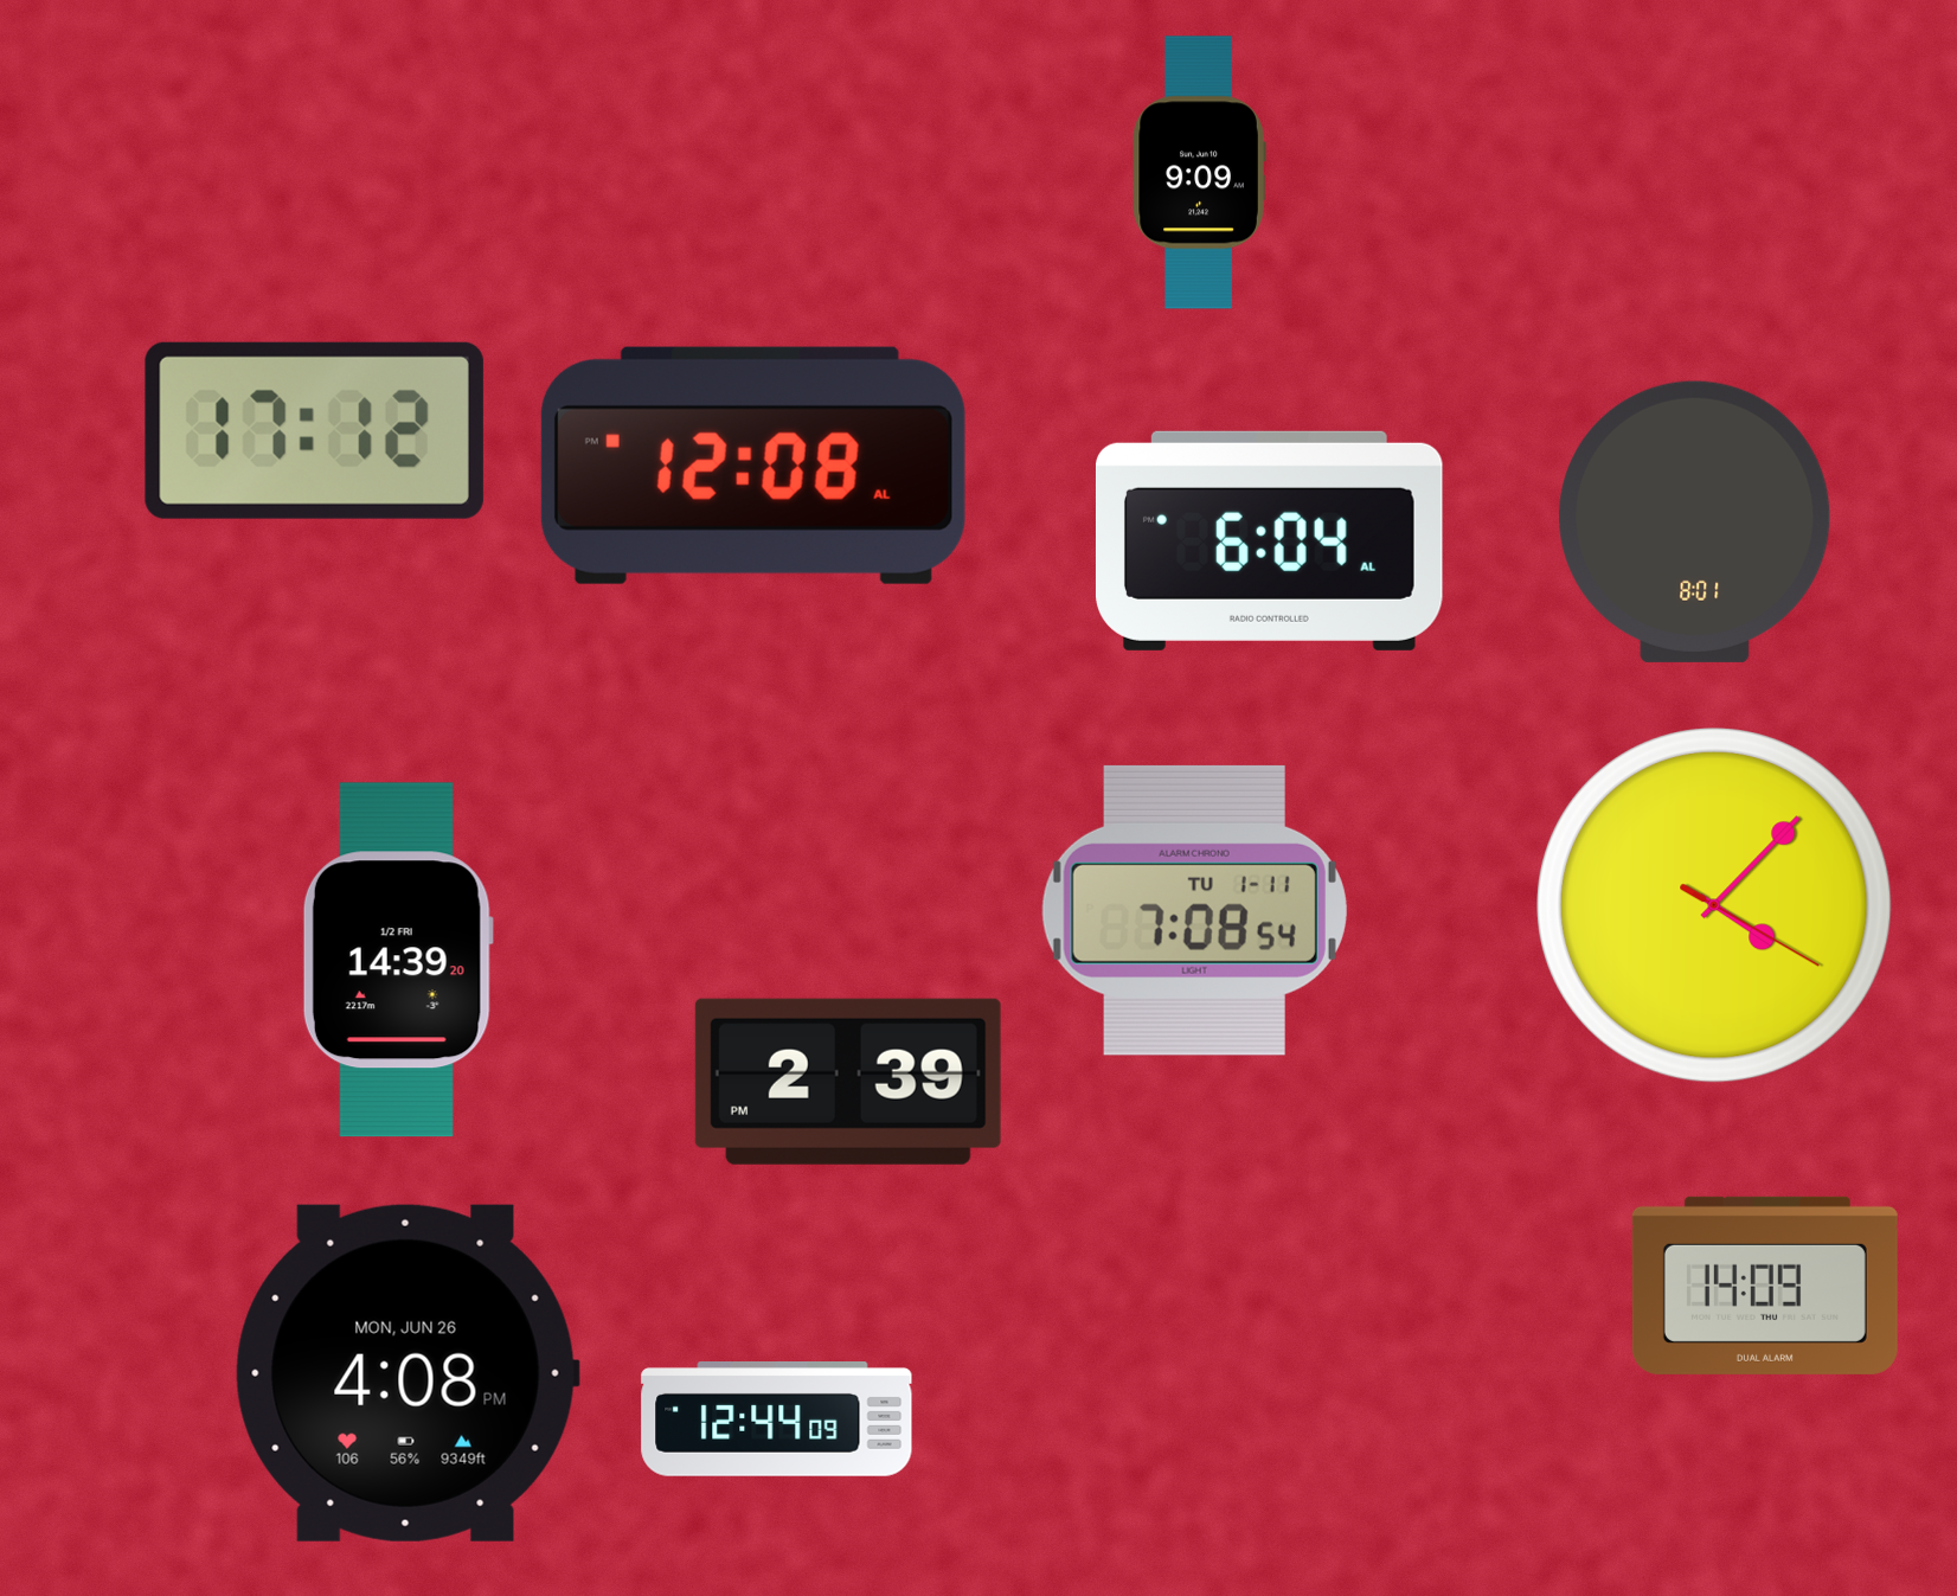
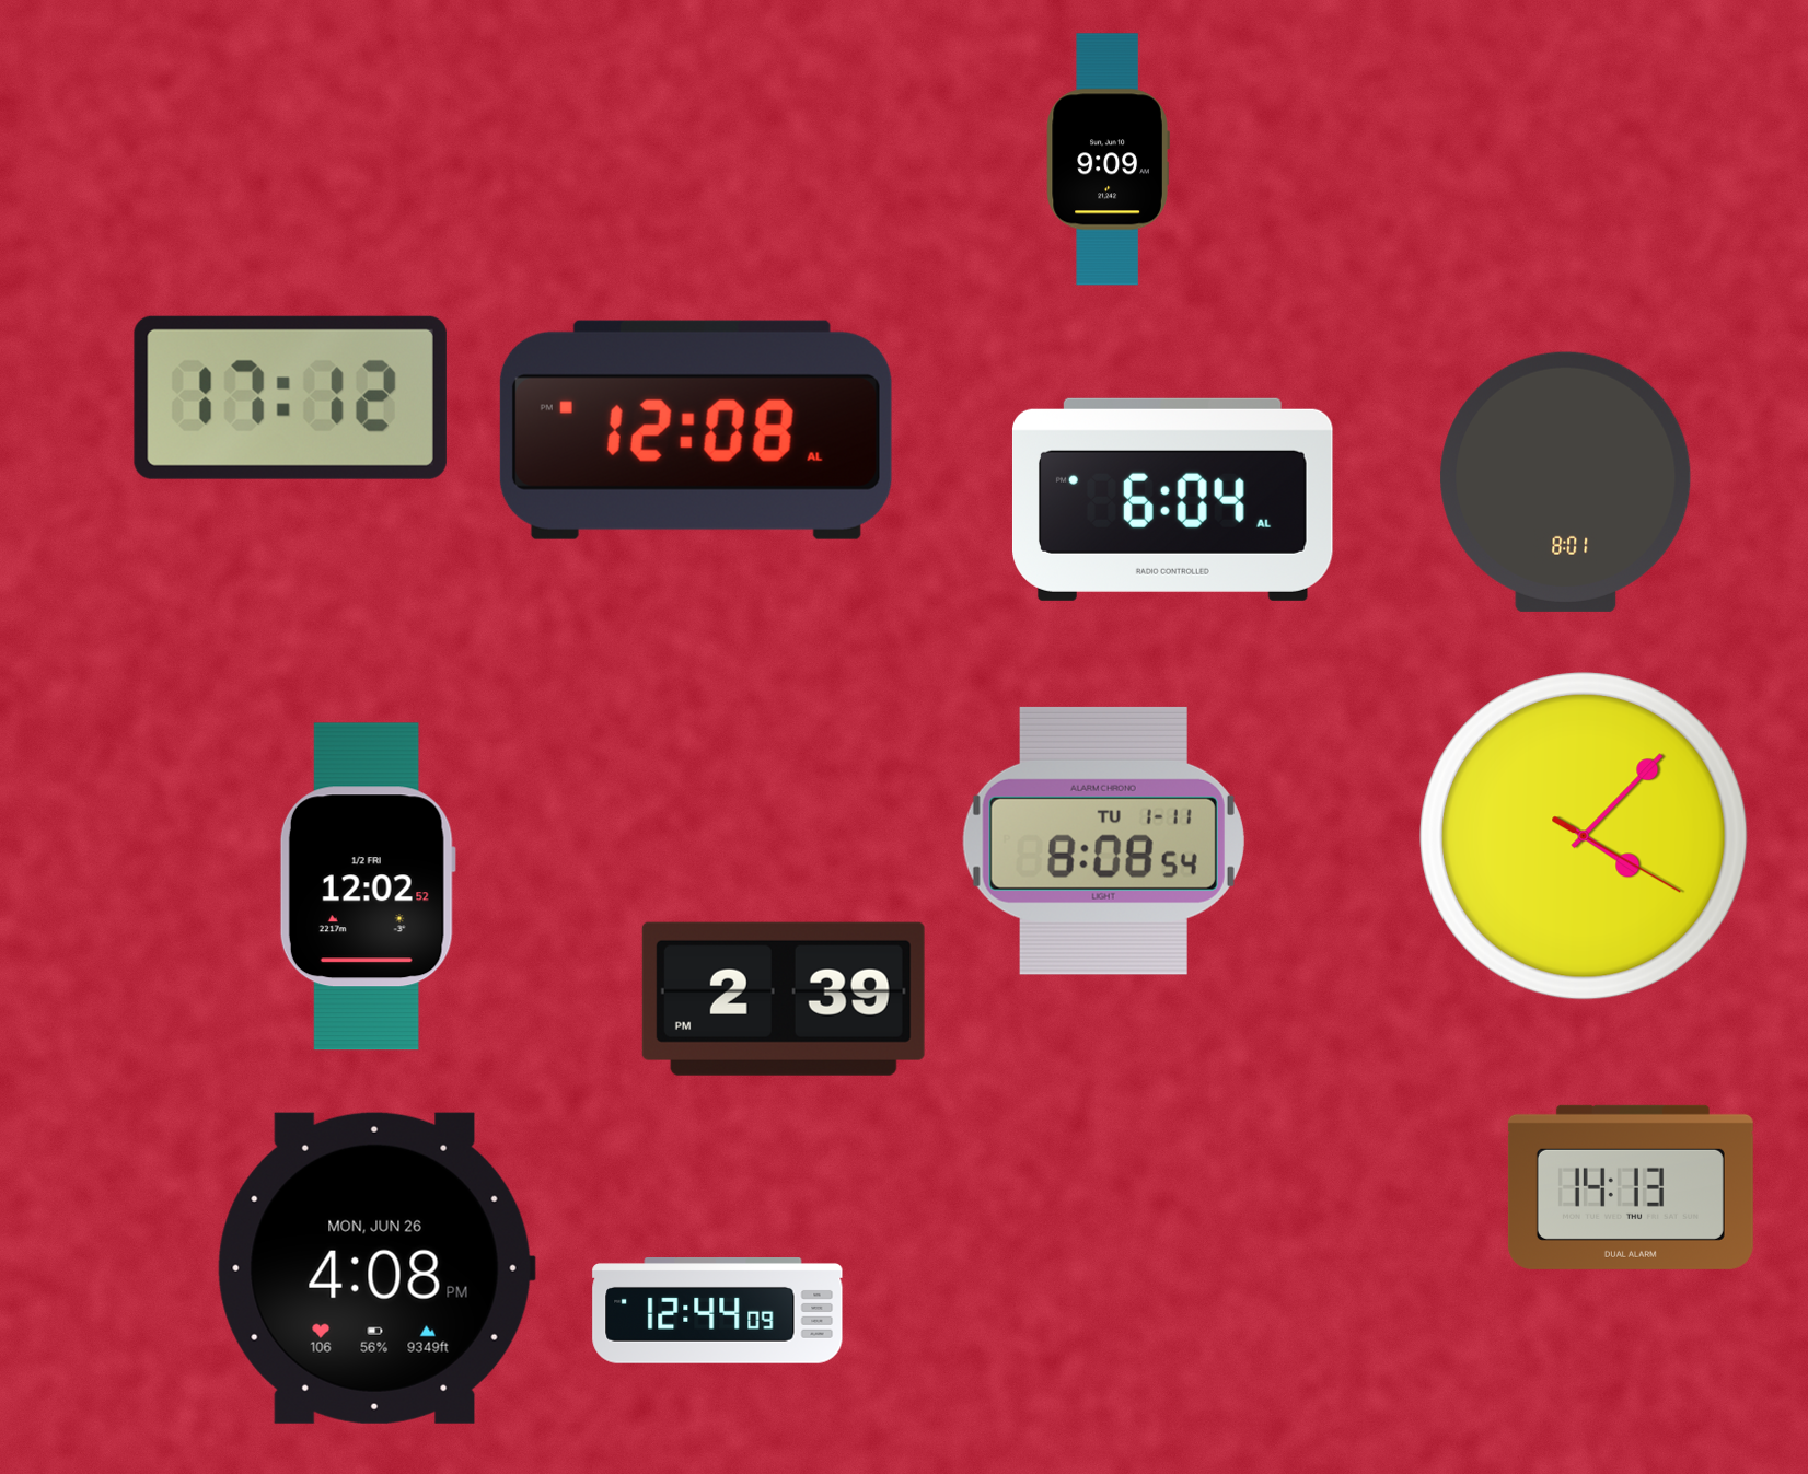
clock at (1194, 910): 7:08 -> 8:08
clock at (398, 960): 14:39 -> 12:02
clock at (1765, 1286): 14:09 -> 14:13
